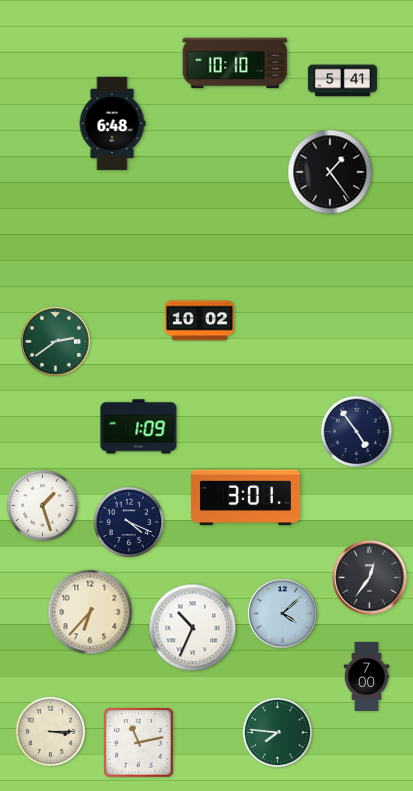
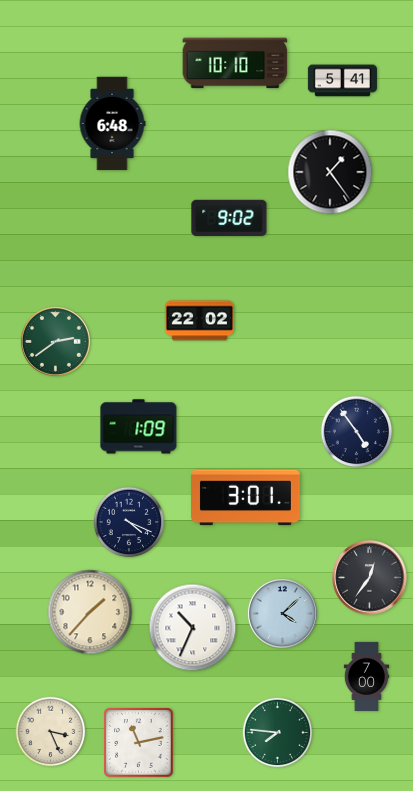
clock at (229, 218): none -> 9:02
clock at (199, 321): 10:02 -> 22:02
clock at (43, 506): 1:27 -> none
clock at (90, 612): 6:37 -> 1:37
clock at (51, 732): 3:15 -> 3:26
